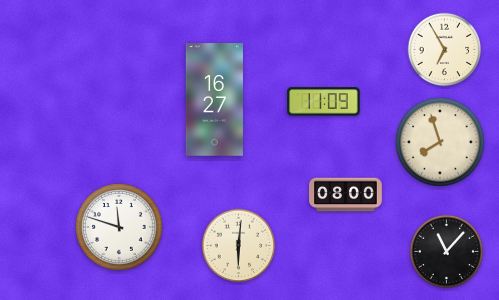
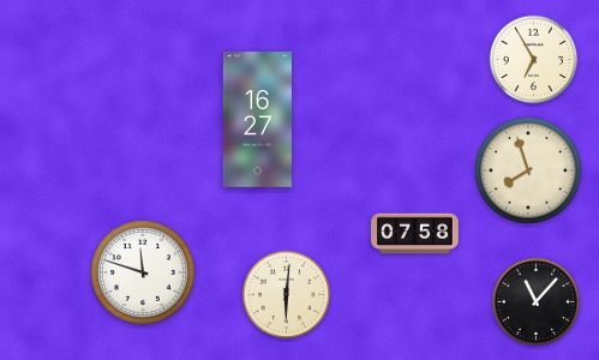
clock at (324, 102): 11:09 -> none
clock at (346, 195): 08:00 -> 07:58
